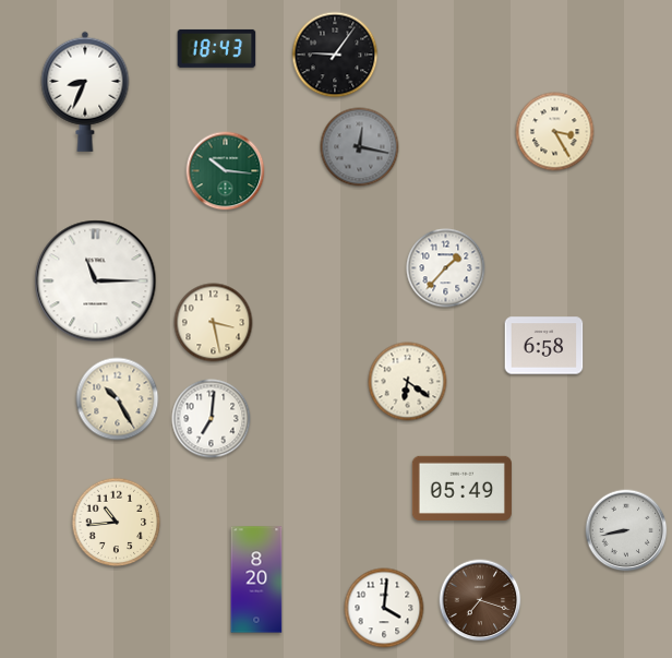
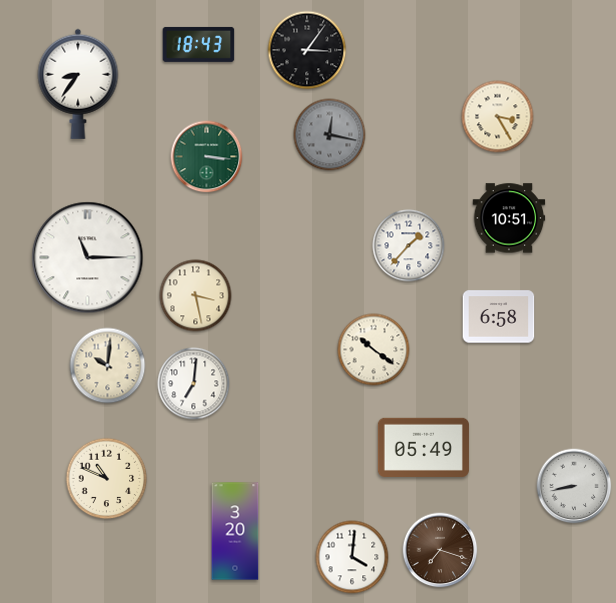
clock at (335, 55): 9:06 -> 3:06
clock at (85, 92): 8:34 -> 8:36
clock at (555, 132) position: (555, 132) -> (498, 117)
clock at (226, 171): 10:16 -> 3:16
clock at (509, 218): none -> 10:51
clock at (408, 382): 6:21 -> 10:21
clock at (118, 399): 10:25 -> 10:01
clock at (117, 523): 10:44 -> 10:49
clock at (256, 579): 8:20 -> 3:20
